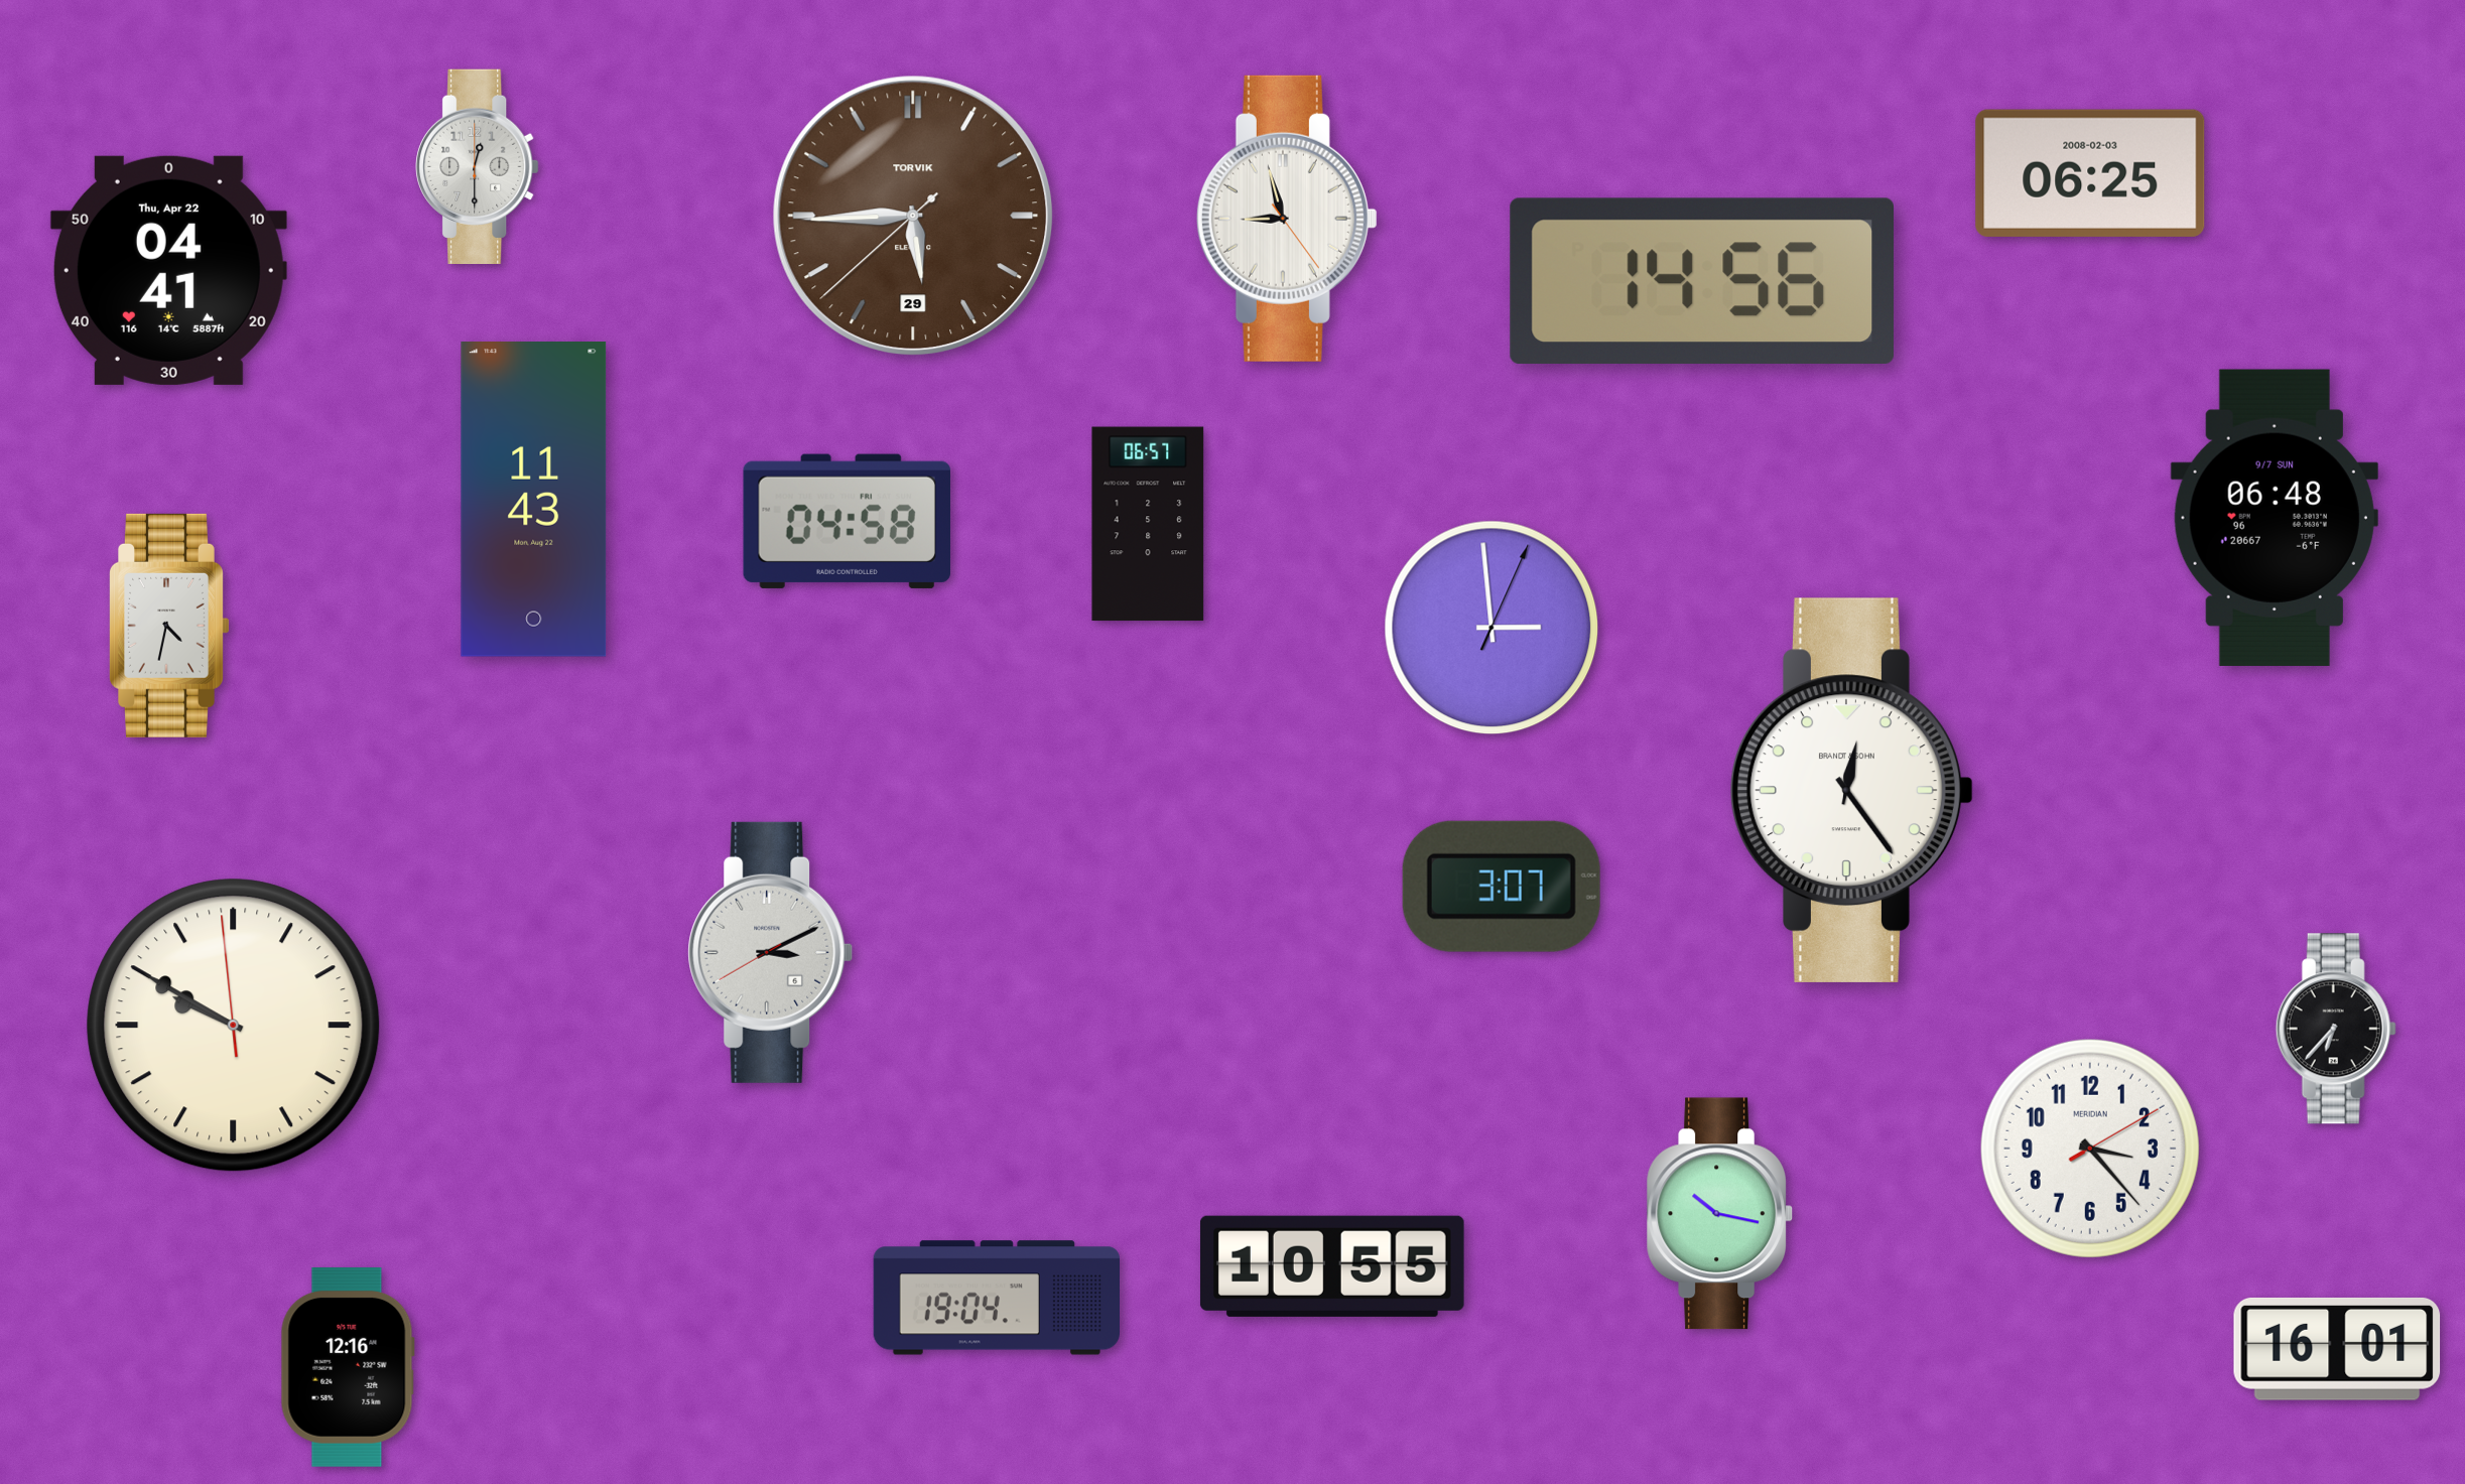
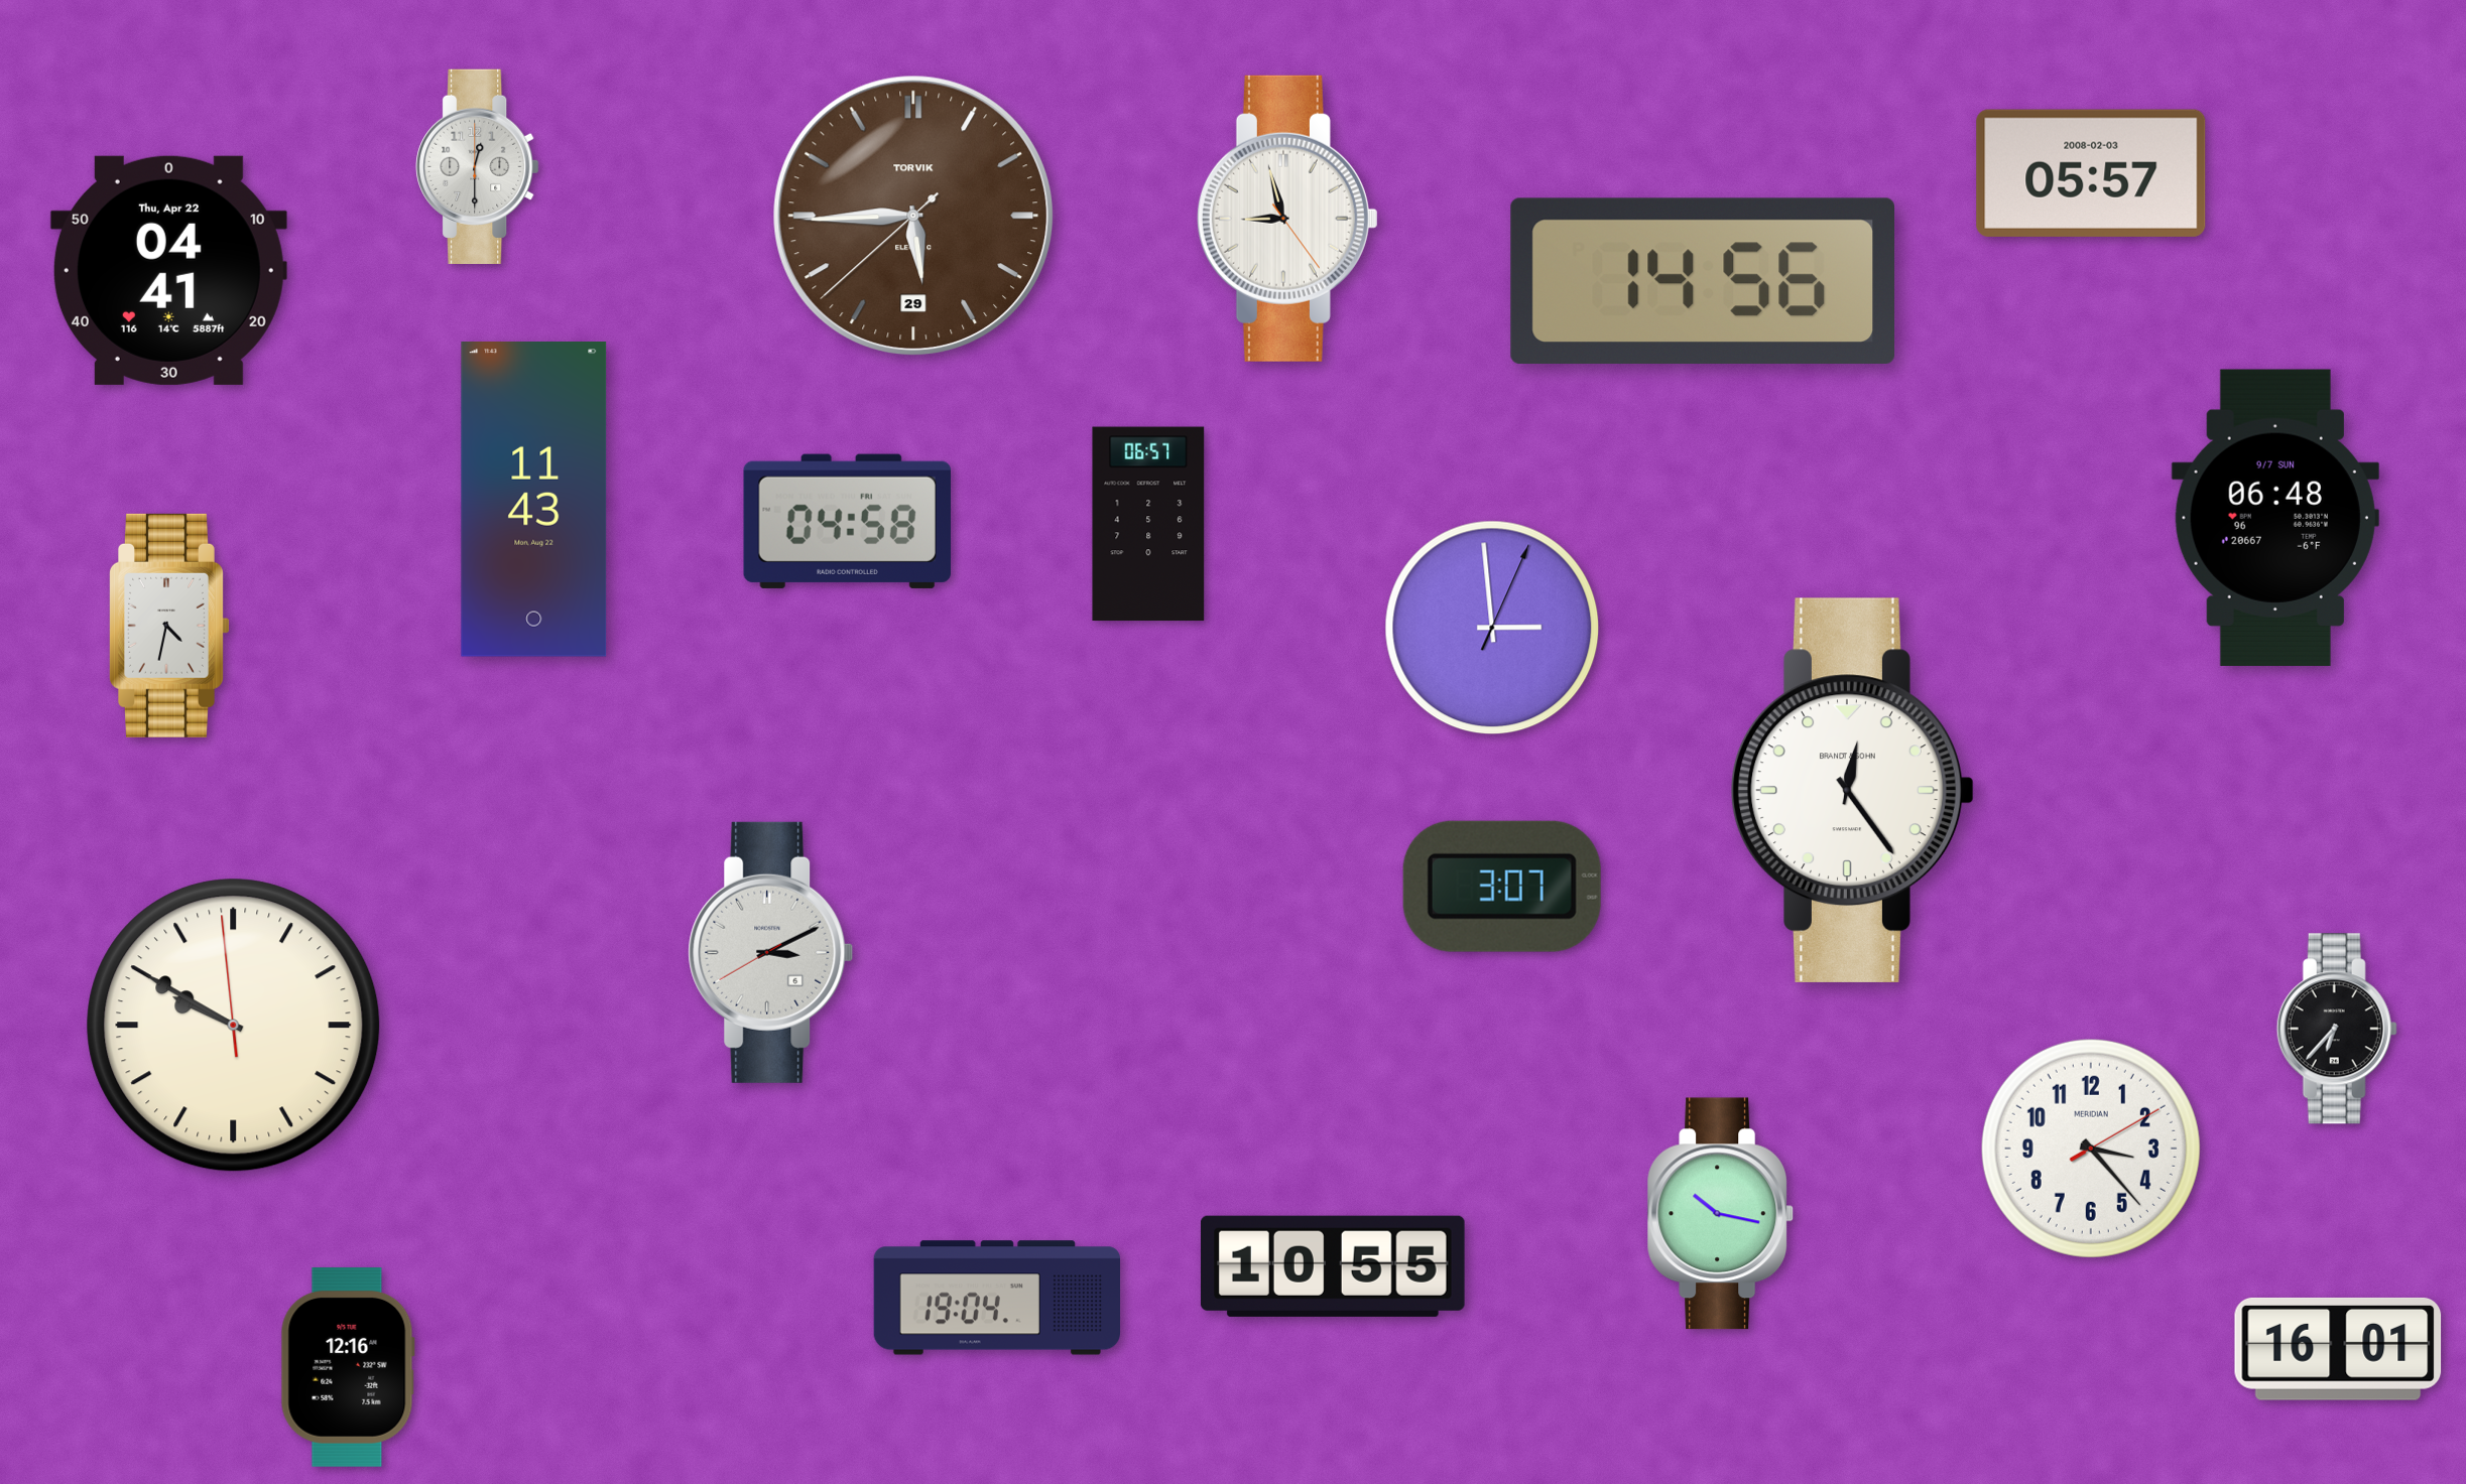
clock at (2090, 173): 06:25 -> 05:57
